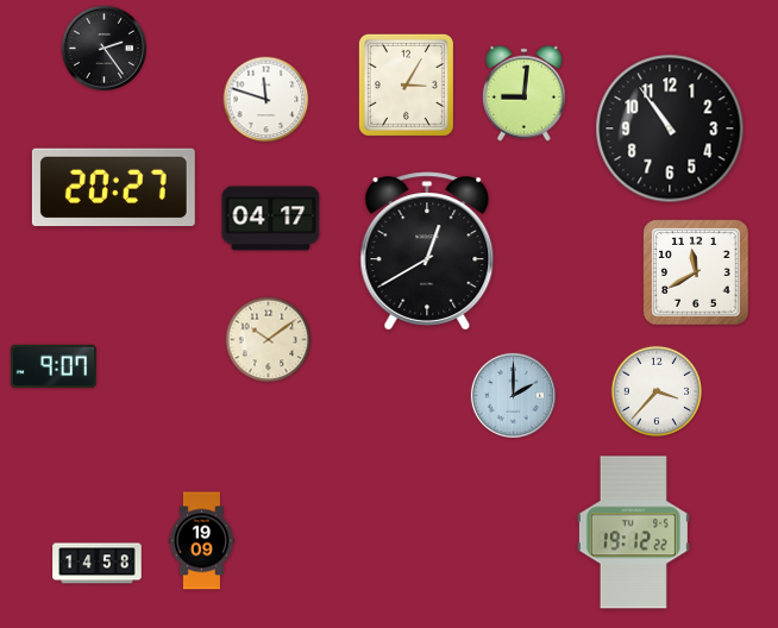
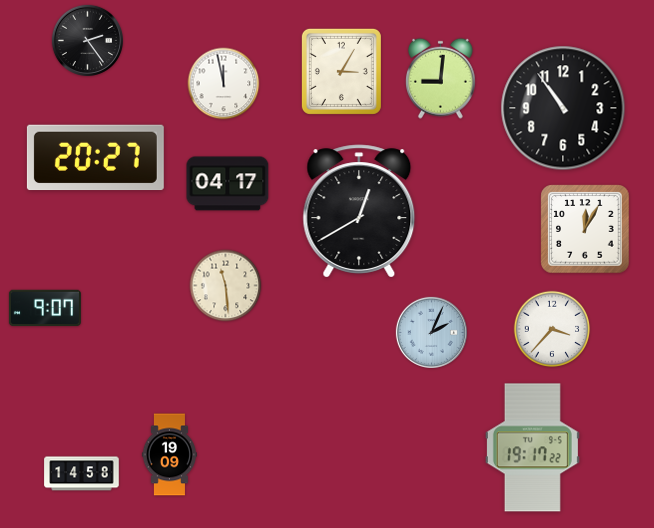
clock at (266, 100): 11:48 -> 11:58
clock at (696, 272): 11:40 -> 12:05
clock at (269, 340): 10:09 -> 11:29
clock at (513, 395): 2:00 -> 2:04
clock at (633, 533): 19:12 -> 19:17
